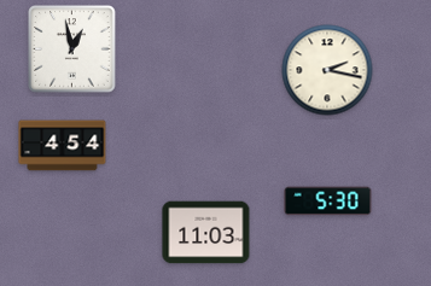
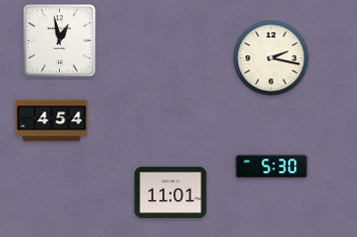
clock at (206, 233): 11:03 -> 11:01
